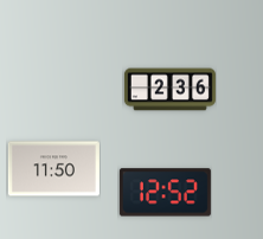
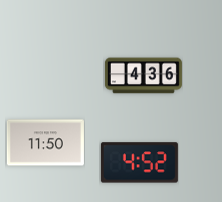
clock at (169, 90): 2:36 -> 4:36
clock at (165, 193): 12:52 -> 4:52
